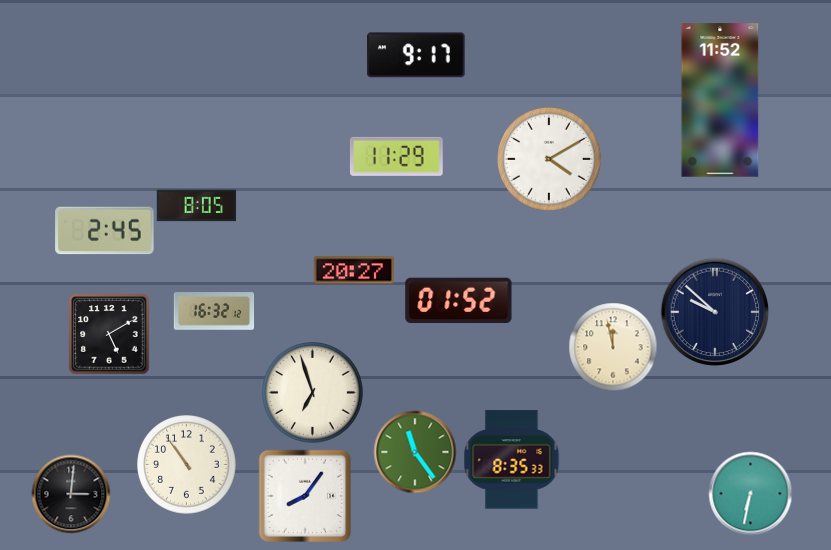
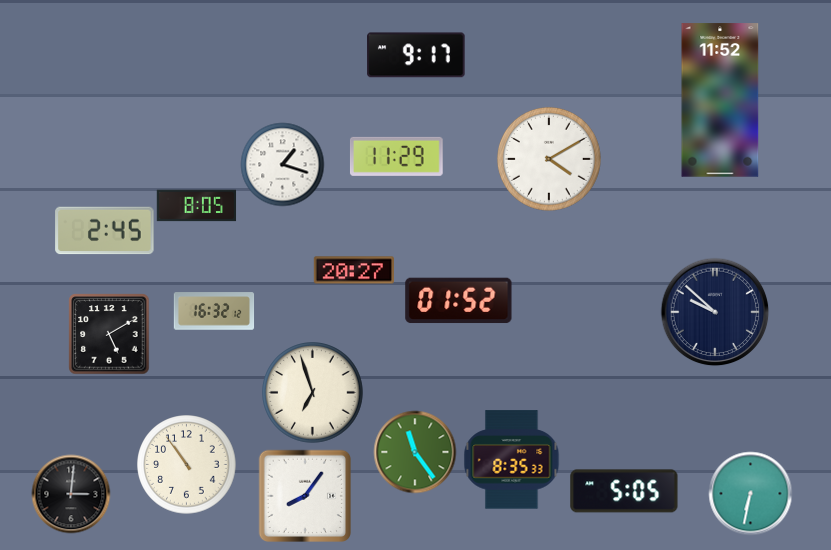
clock at (282, 164): none -> 1:18
clock at (613, 347): 11:58 -> none
clock at (624, 491): none -> 5:05
